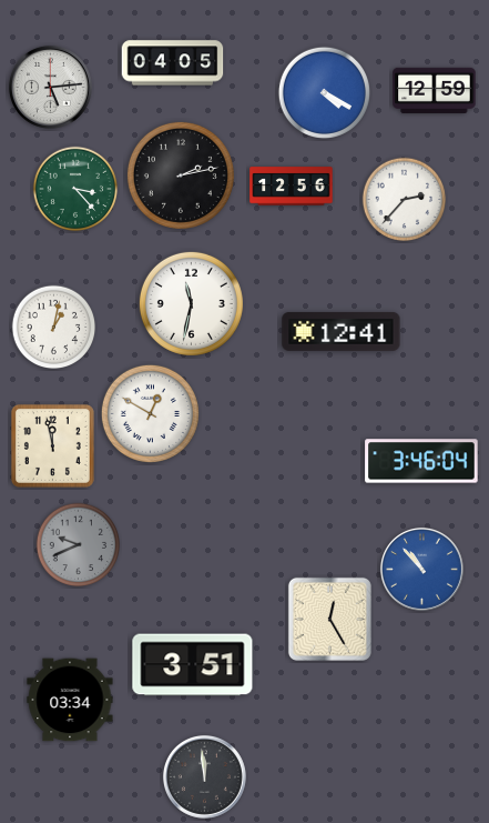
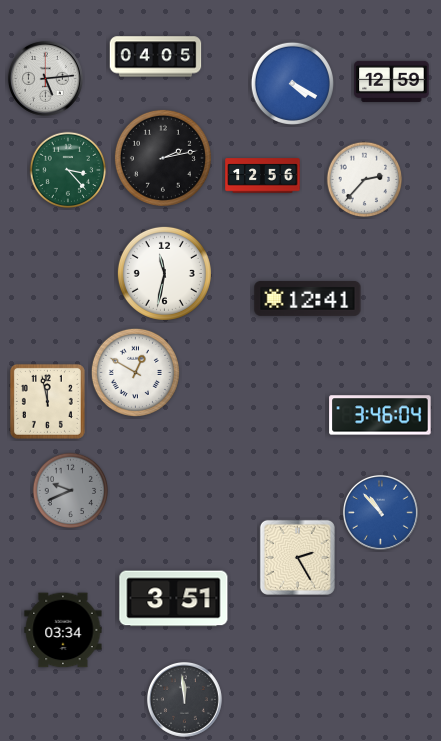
clock at (292, 187) position: (292, 187) -> (263, 176)
clock at (191, 303) position: (191, 303) -> (164, 273)
clock at (54, 328): 1:02 -> none
clock at (329, 619): 12:25 -> 2:25
